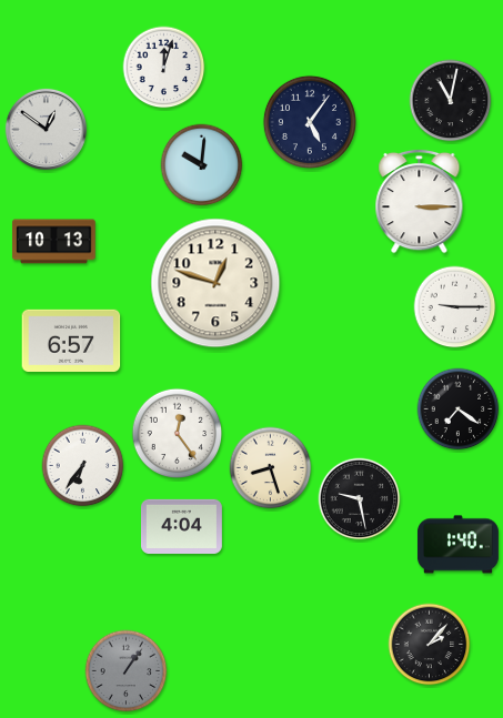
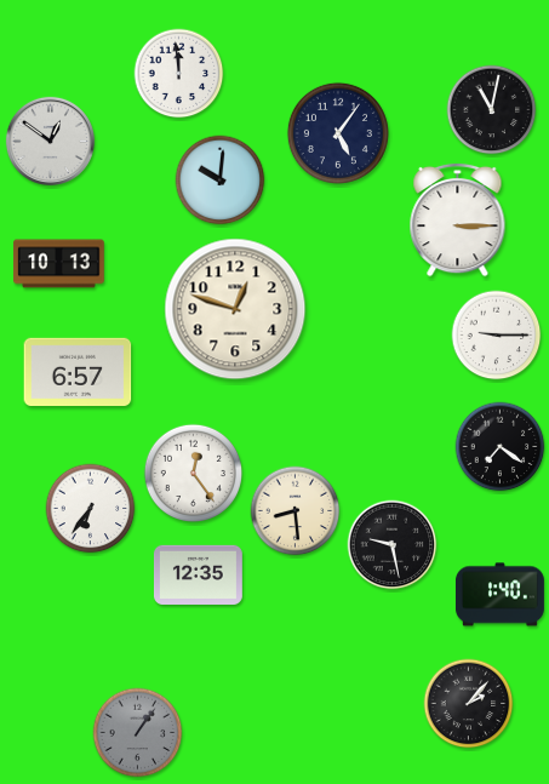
clock at (164, 68): 12:03 -> 11:59
clock at (271, 468): 8:27 -> 8:29
clock at (181, 526): 4:04 -> 12:35
